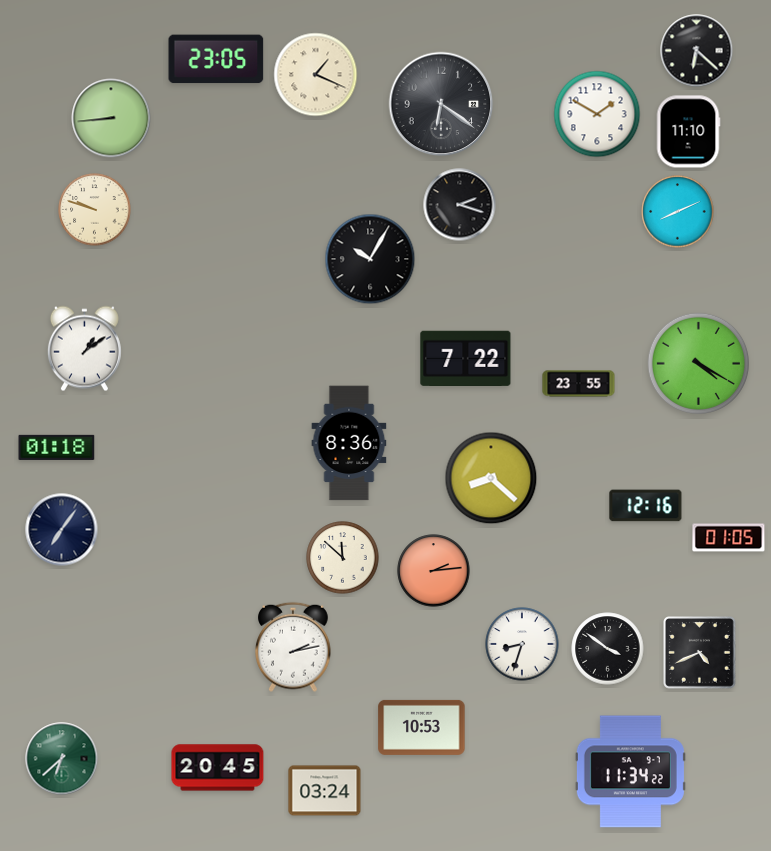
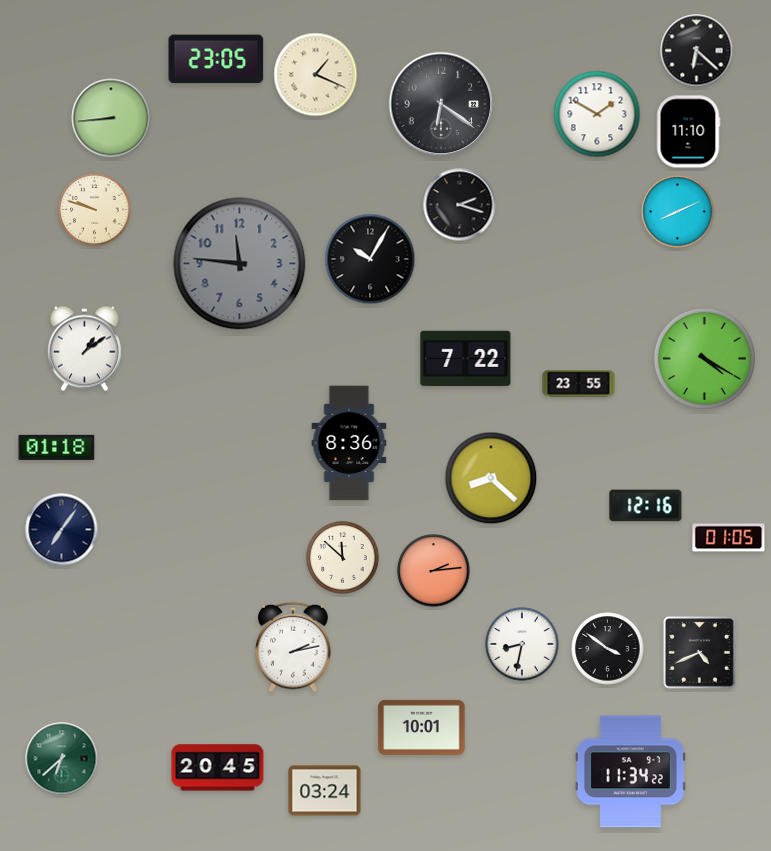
clock at (240, 264): none -> 11:46
clock at (698, 363) position: (698, 363) -> (704, 358)
clock at (522, 644): 8:33 -> 8:32
clock at (422, 727): 10:53 -> 10:01
